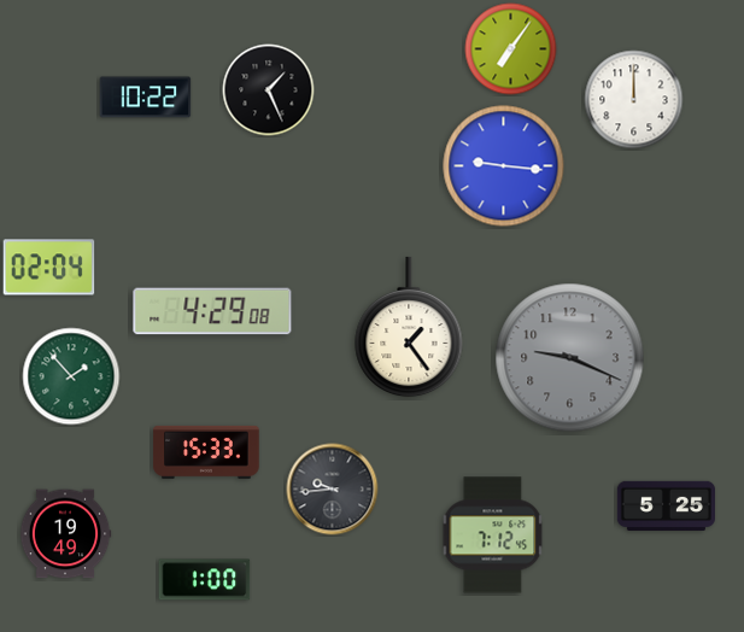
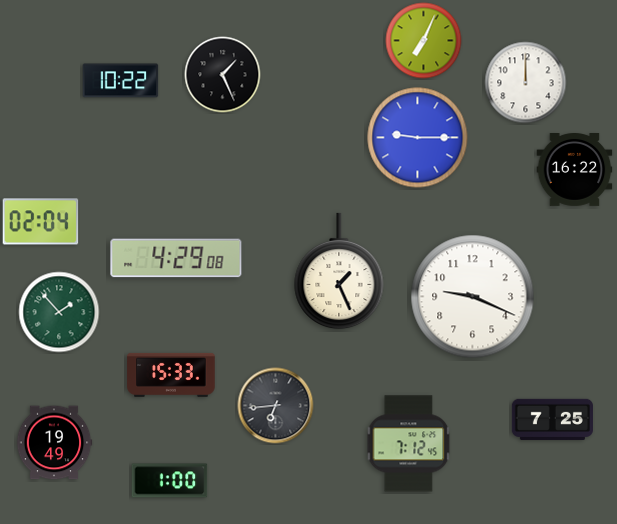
clock at (511, 49): 7:06 -> 7:04
clock at (504, 166): 9:16 -> 9:15
clock at (575, 170): none -> 16:22
clock at (409, 327): 1:24 -> 1:26
clock at (570, 358) dial: grey -> white
clock at (333, 490): 9:44 -> 6:44
clock at (666, 505): 5:25 -> 7:25
